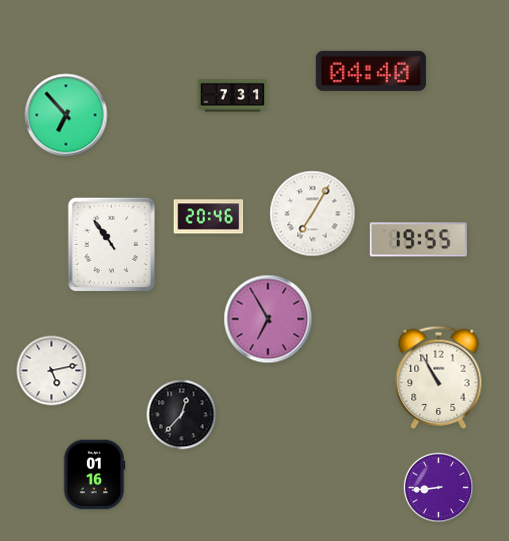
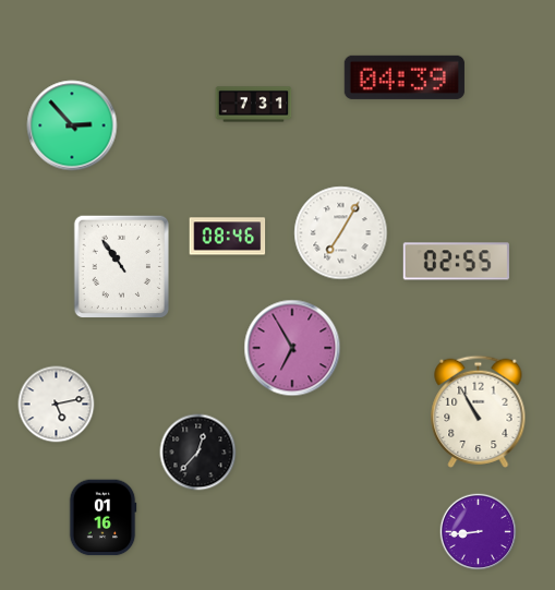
clock at (371, 71): 04:40 -> 04:39
clock at (66, 115): 6:53 -> 2:53
clock at (209, 217): 20:46 -> 08:46
clock at (418, 240): 19:55 -> 02:55
